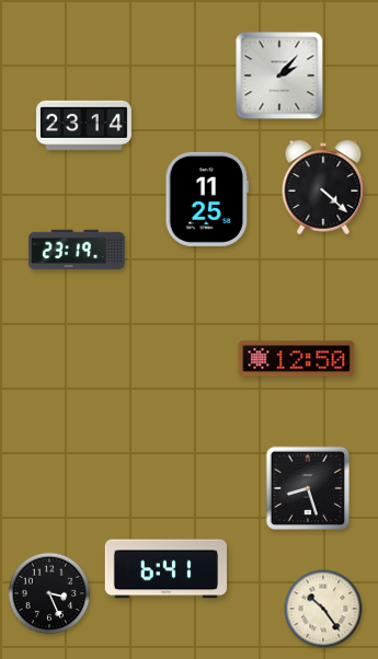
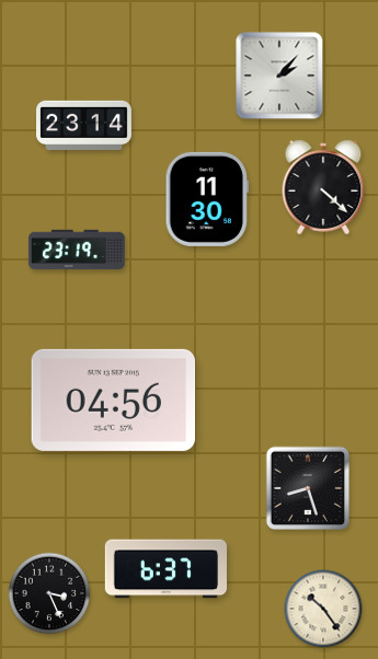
clock at (206, 199): 11:25 -> 11:30
clock at (297, 359): 12:50 -> none
clock at (114, 400): none -> 04:56
clock at (165, 569): 6:41 -> 6:37
